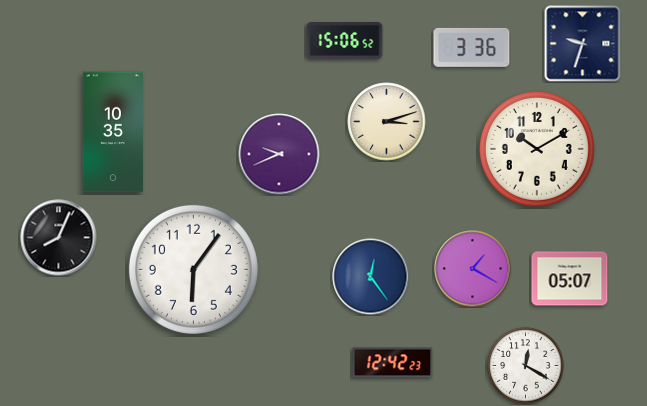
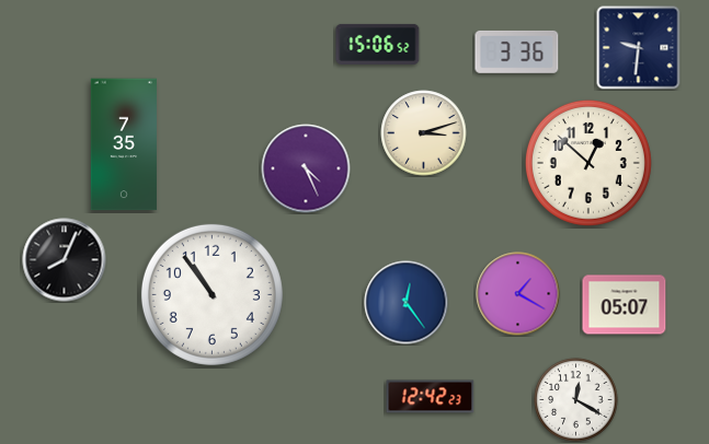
clock at (583, 44): 9:33 -> 9:31
clock at (113, 132): 10:35 -> 7:35
clock at (537, 149): 10:10 -> 12:52
clock at (279, 154): 9:41 -> 4:26
clock at (193, 269): 6:06 -> 10:54
